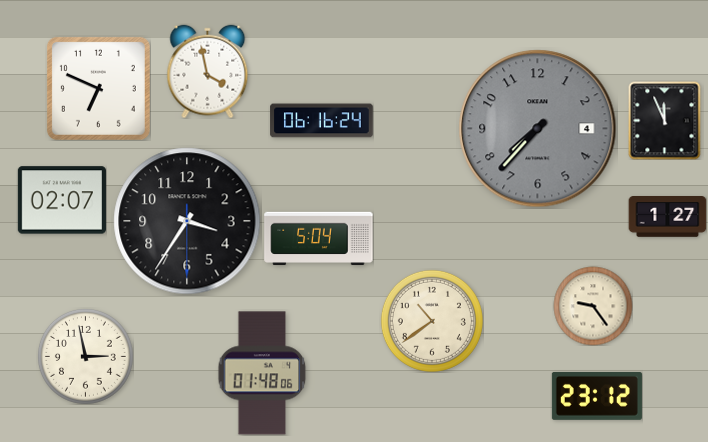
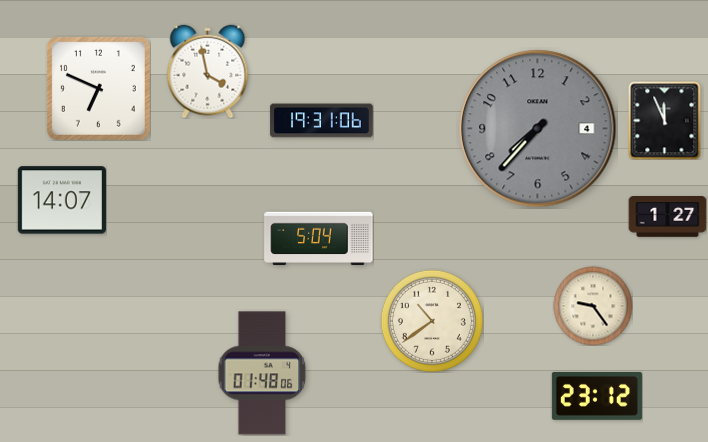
clock at (322, 121): 06:16 -> 19:31
clock at (62, 200): 02:07 -> 14:07
clock at (187, 221): 3:35 -> none
clock at (85, 356): 2:58 -> none
